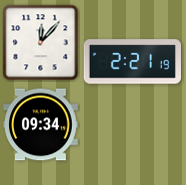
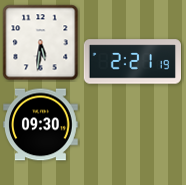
clock at (41, 43): 12:07 -> 5:31
clock at (41, 125): 09:34 -> 09:30
